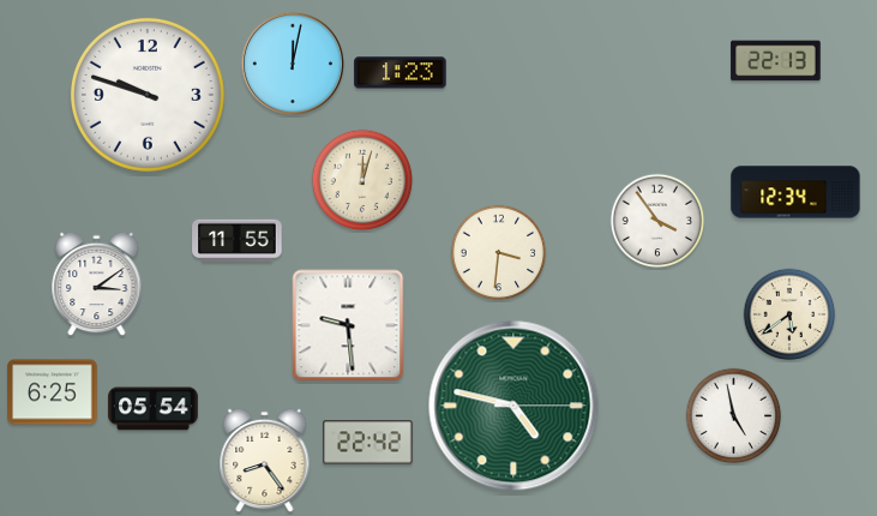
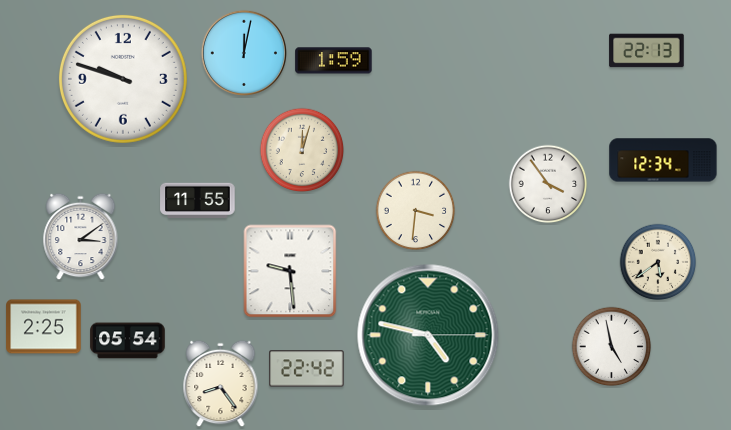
clock at (401, 73): 1:23 -> 1:59
clock at (53, 392): 6:25 -> 2:25
clock at (513, 406) position: (513, 406) -> (428, 335)
